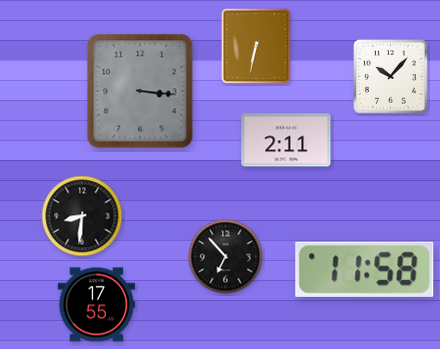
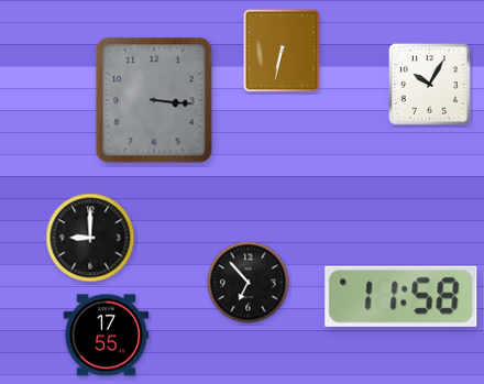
clock at (391, 77): 10:07 -> 10:05
clock at (286, 140): 2:11 -> none
clock at (82, 216): 8:31 -> 9:00
